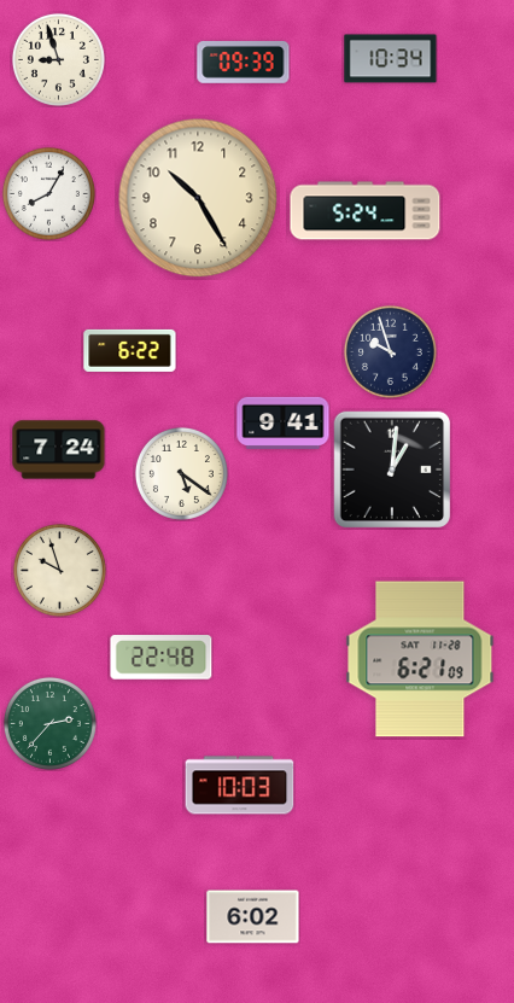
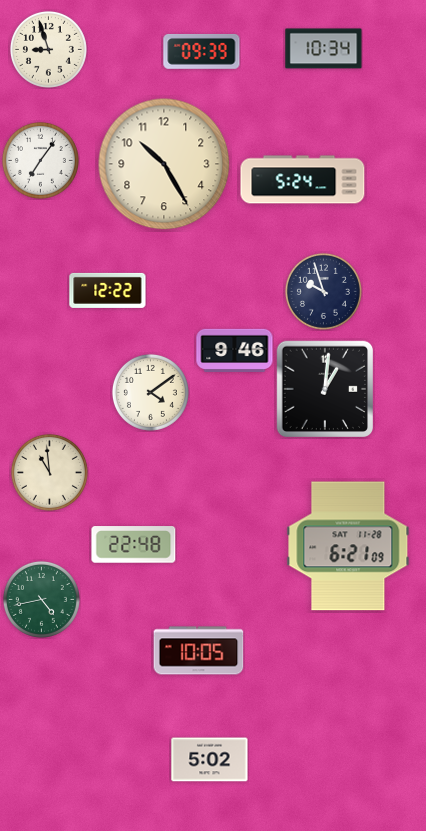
clock at (48, 193): 8:05 -> 7:06
clock at (366, 211) position: (366, 211) -> (303, 180)
clock at (130, 350): 6:22 -> 12:22
clock at (284, 422): 9:41 -> 9:46
clock at (59, 450): 7:24 -> none
clock at (181, 473): 5:21 -> 4:09
clock at (59, 570): 9:57 -> 10:59
clock at (49, 723): 2:37 -> 4:43
clock at (240, 786): 10:03 -> 10:05
clock at (253, 917): 6:02 -> 5:02
